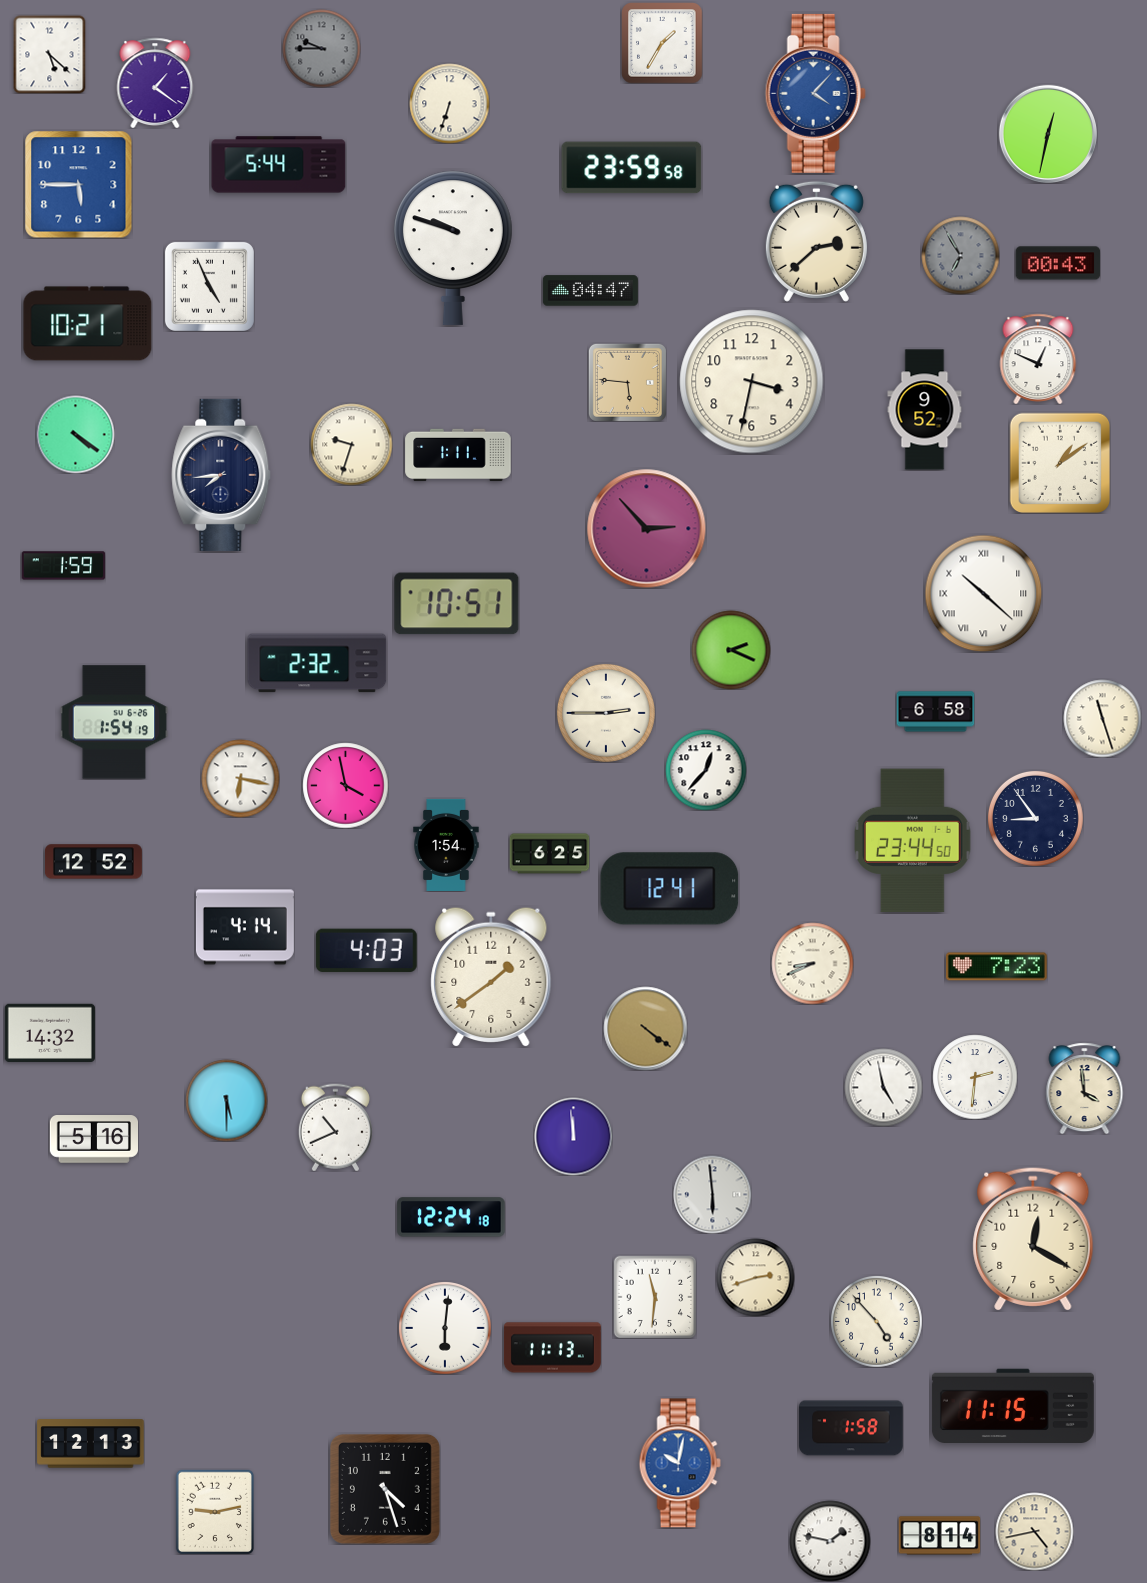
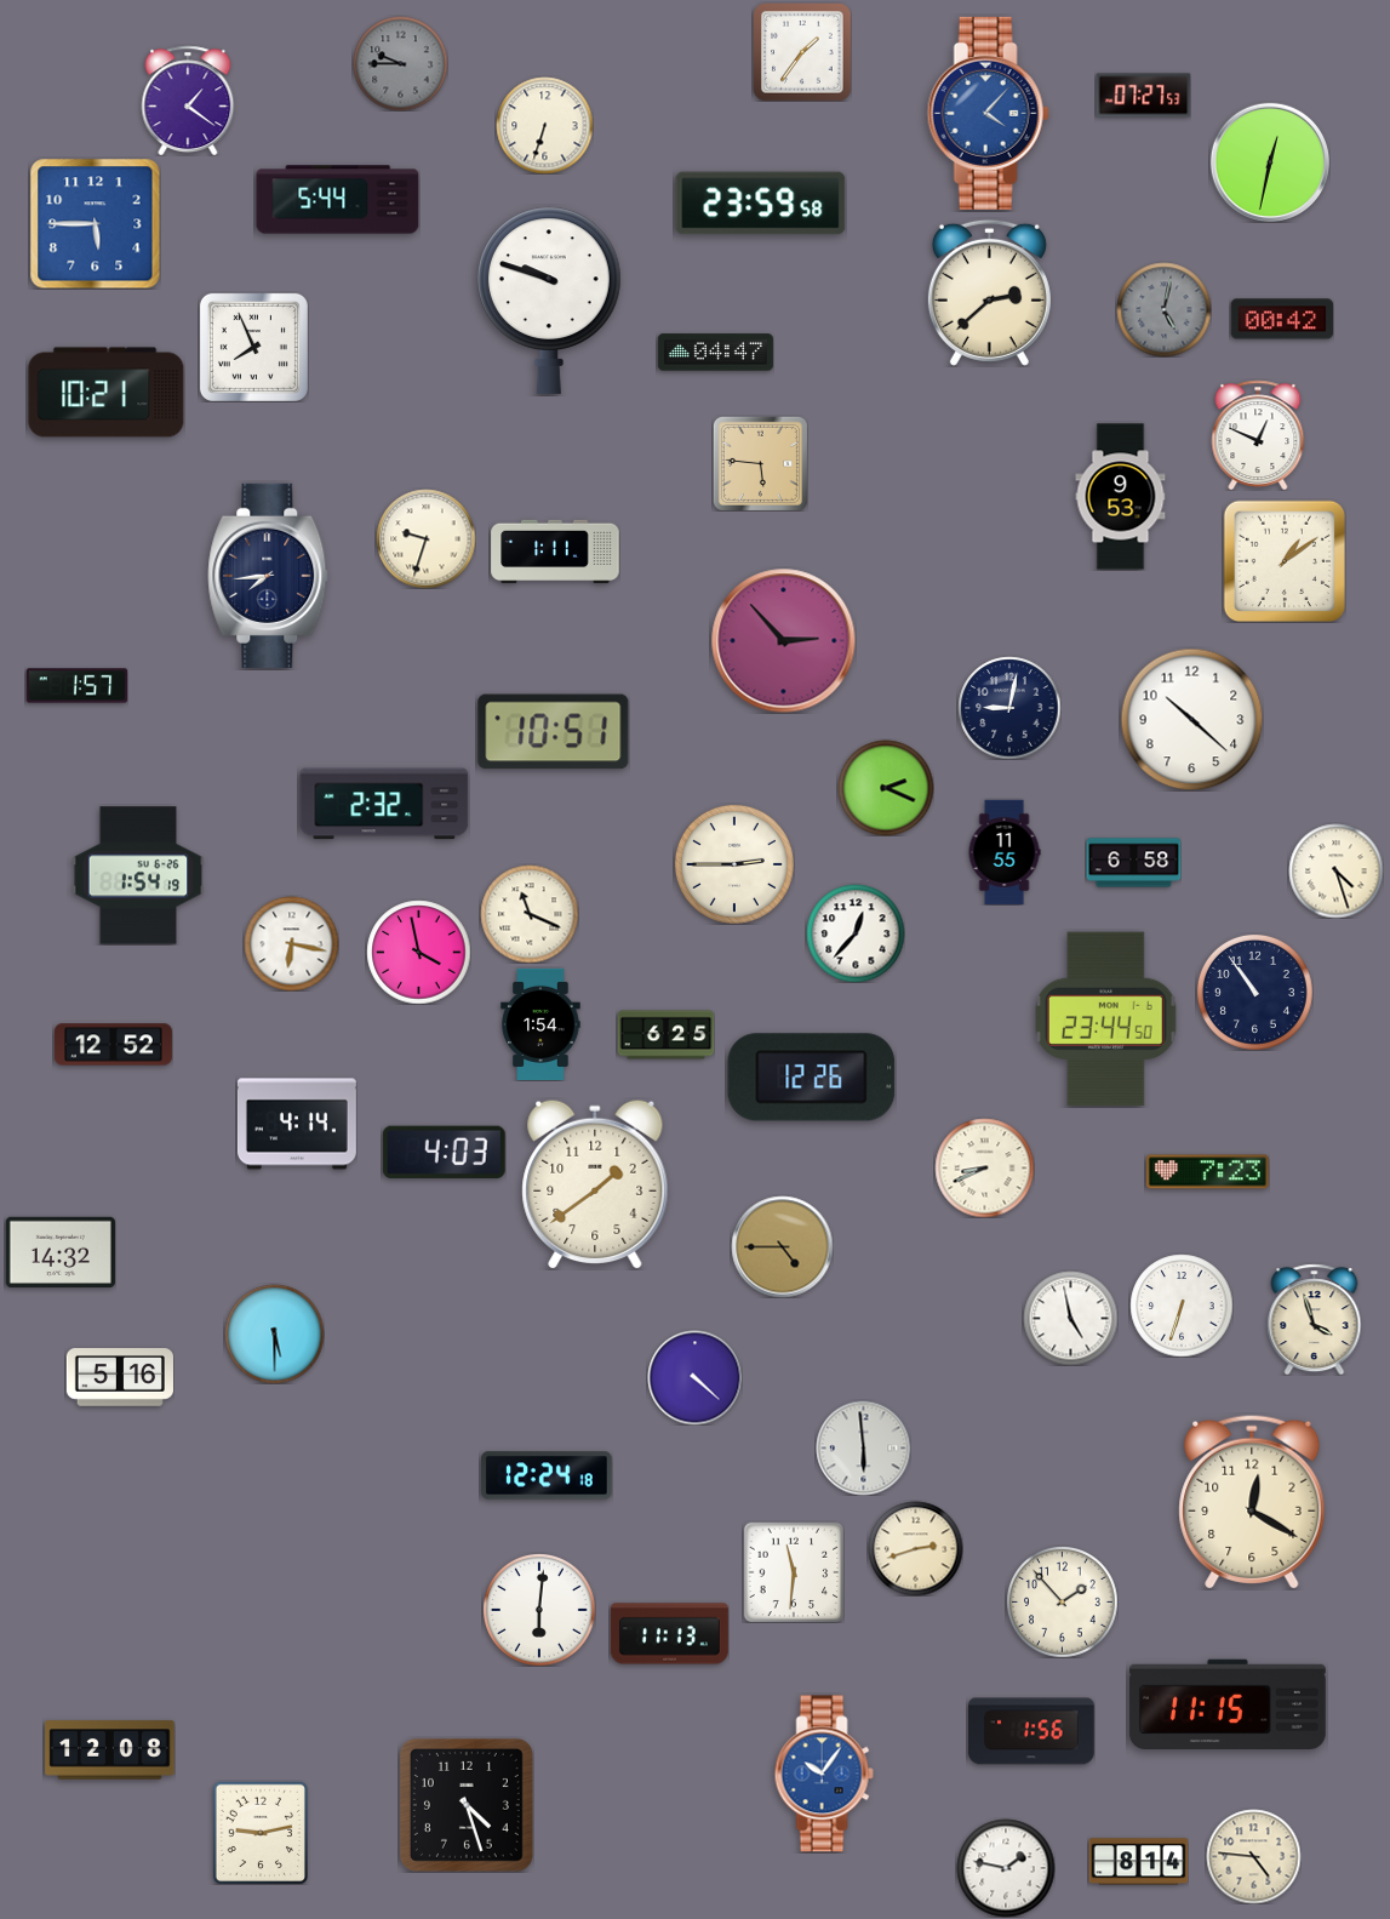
clock at (662, 43): 1:35 -> 1:36
clock at (321, 48) position: (321, 48) -> (400, 63)
clock at (50, 54): 5:22 -> none
clock at (1143, 96): none -> 07:27
clock at (632, 168) position: (632, 168) -> (761, 204)
clock at (960, 255): 6:55 -> 5:02
clock at (1058, 263): 00:43 -> 00:42
clock at (209, 286): 4:56 -> 7:56
clock at (752, 382): 3:32 -> none
clock at (925, 410): 9:52 -> 9:53
clock at (75, 434): 4:21 -> none
clock at (63, 566): 1:59 -> 1:57
clock at (1009, 708): none -> 9:02
clock at (983, 593) numerals: Roman -> Arabic
clock at (1005, 852): none -> 11:55
clock at (1102, 718): 11:27 -> 4:27
clock at (530, 914): none -> 11:19
clock at (1035, 818): 8:54 -> 10:54
clock at (670, 889): 12:41 -> 12:26
clock at (645, 1028): 4:21 -> 4:45
clock at (975, 1077): 2:31 -> 6:33
clock at (1085, 1088): 3:59 -> 3:57
clock at (335, 1127): 10:41 -> none
clock at (573, 1136): 11:59 -> 4:22
clock at (93, 1140) position: (93, 1140) -> (119, 1378)
clock at (876, 1321): 4:53 -> 1:53
clock at (851, 1428): 1:58 -> 1:56
clock at (91, 1444): 12:13 -> 12:08
clock at (680, 1463): 10:02 -> 10:06
clock at (1034, 1531): 4:43 -> 4:46
